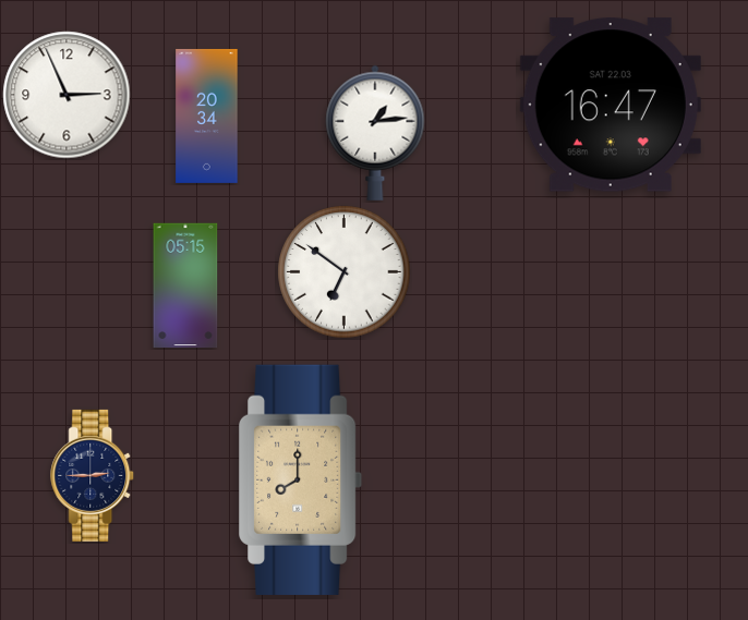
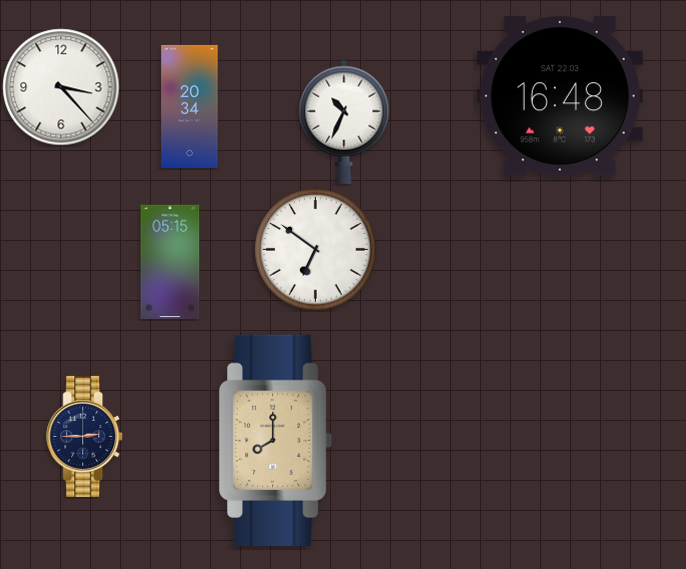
clock at (67, 95): 2:56 -> 3:23
clock at (611, 105): 16:47 -> 16:48
clock at (375, 133): 1:14 -> 10:34
